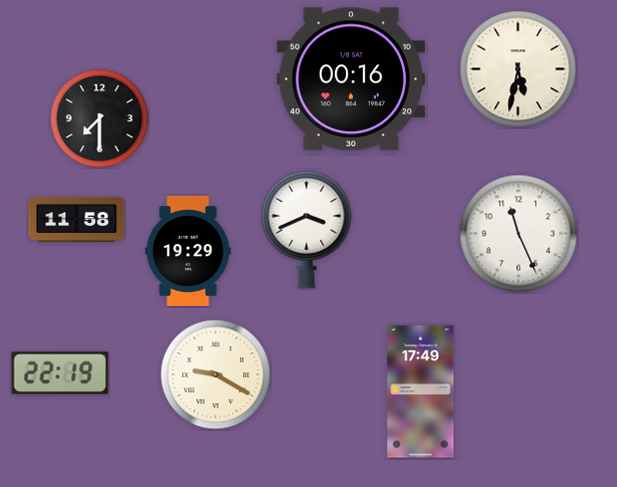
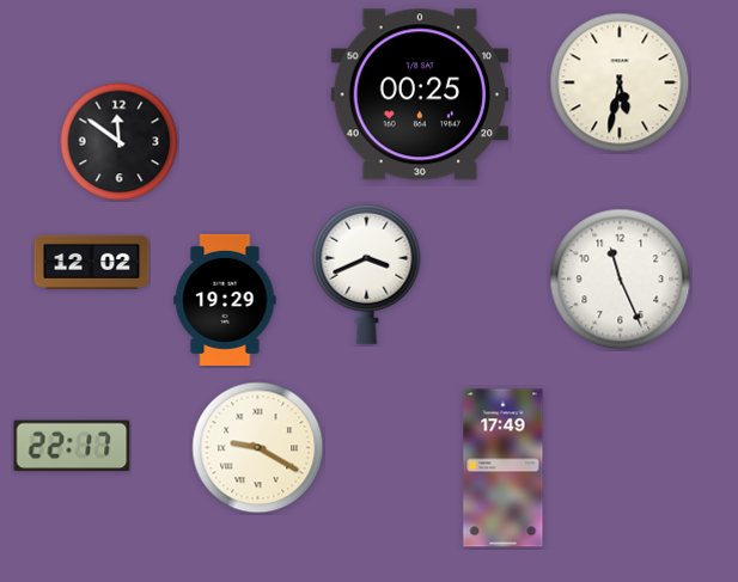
clock at (351, 79): 00:16 -> 00:25
clock at (100, 119): 7:30 -> 11:51
clock at (77, 219): 11:58 -> 12:02
clock at (60, 373): 22:19 -> 22:17
